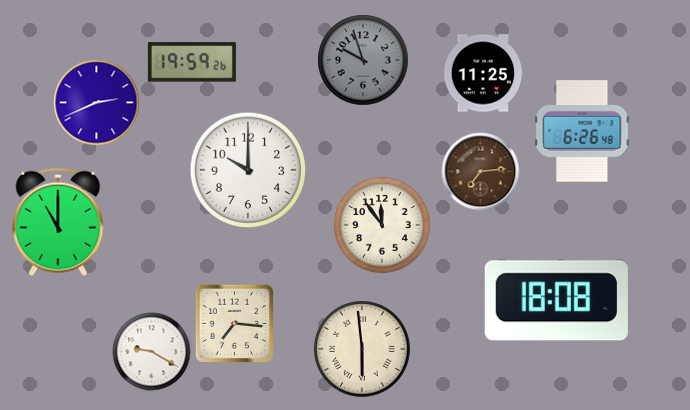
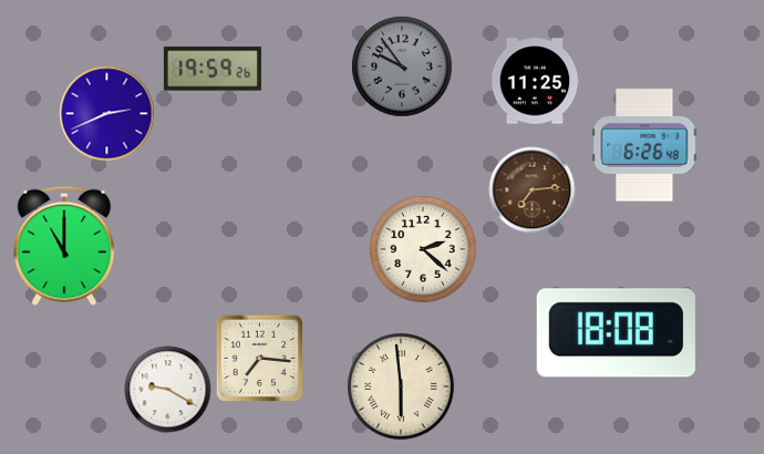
clock at (363, 60): 9:57 -> 9:54
clock at (248, 170): 10:00 -> none
clock at (382, 225): 11:54 -> 2:22
